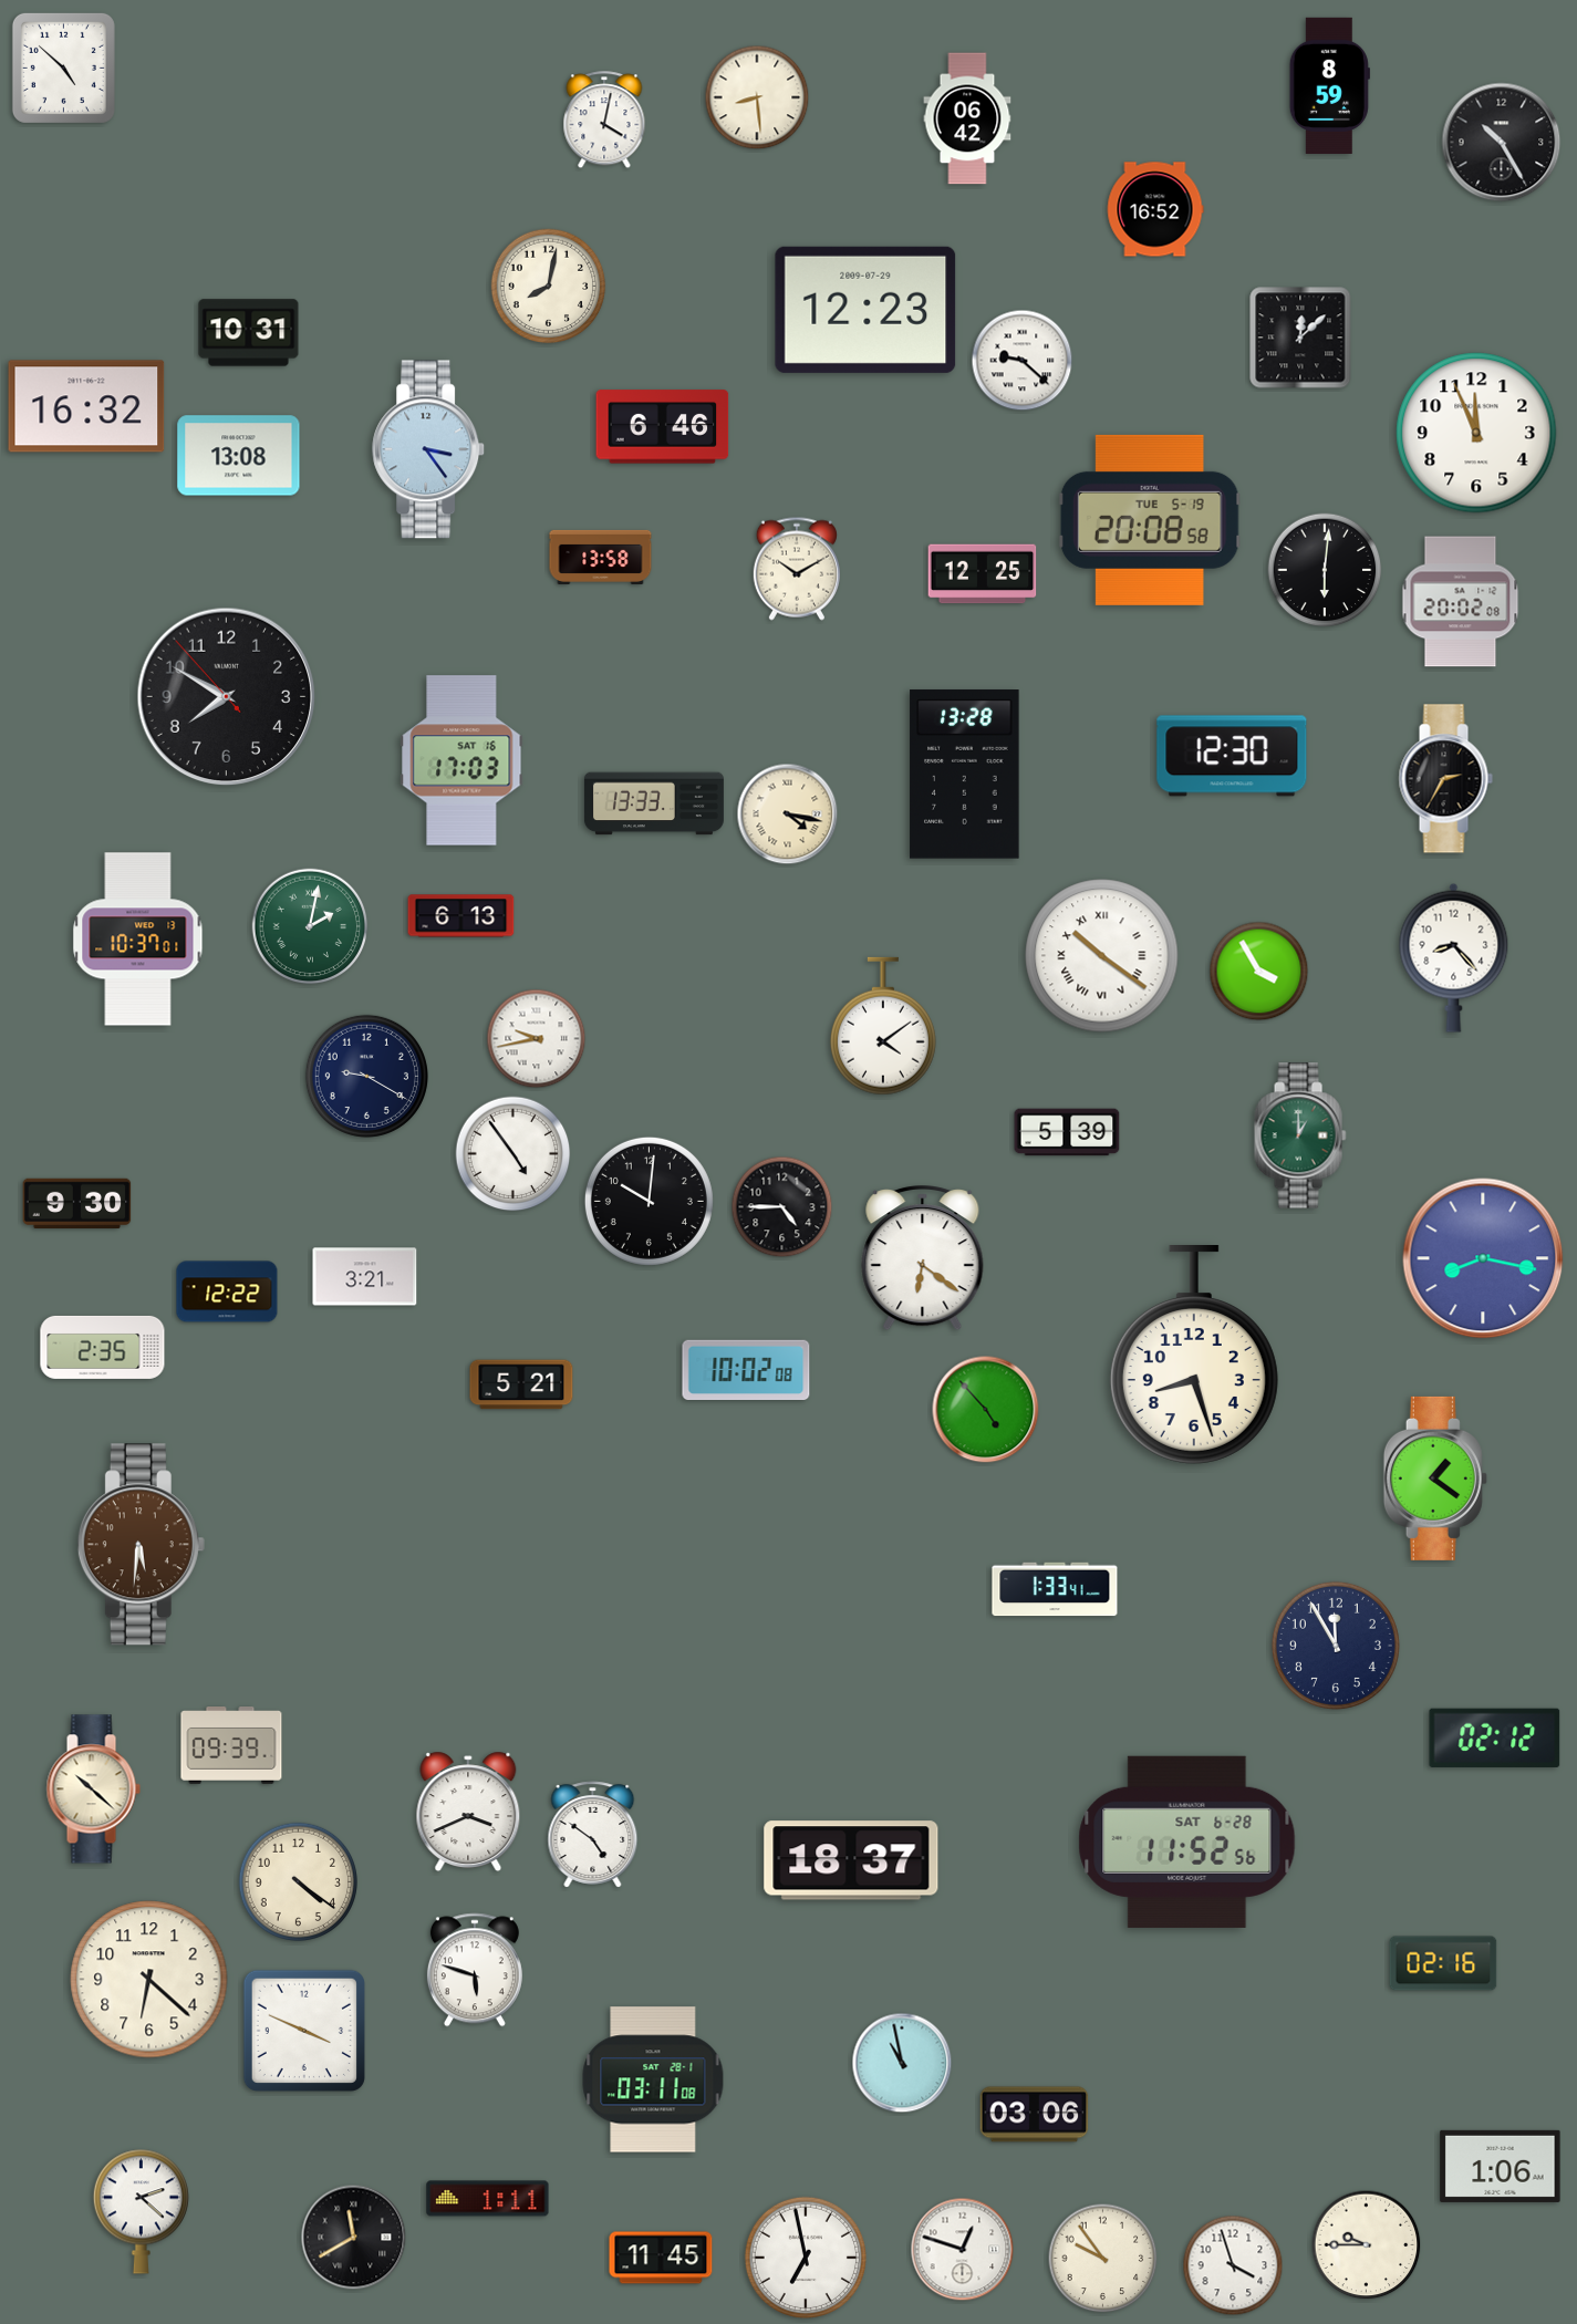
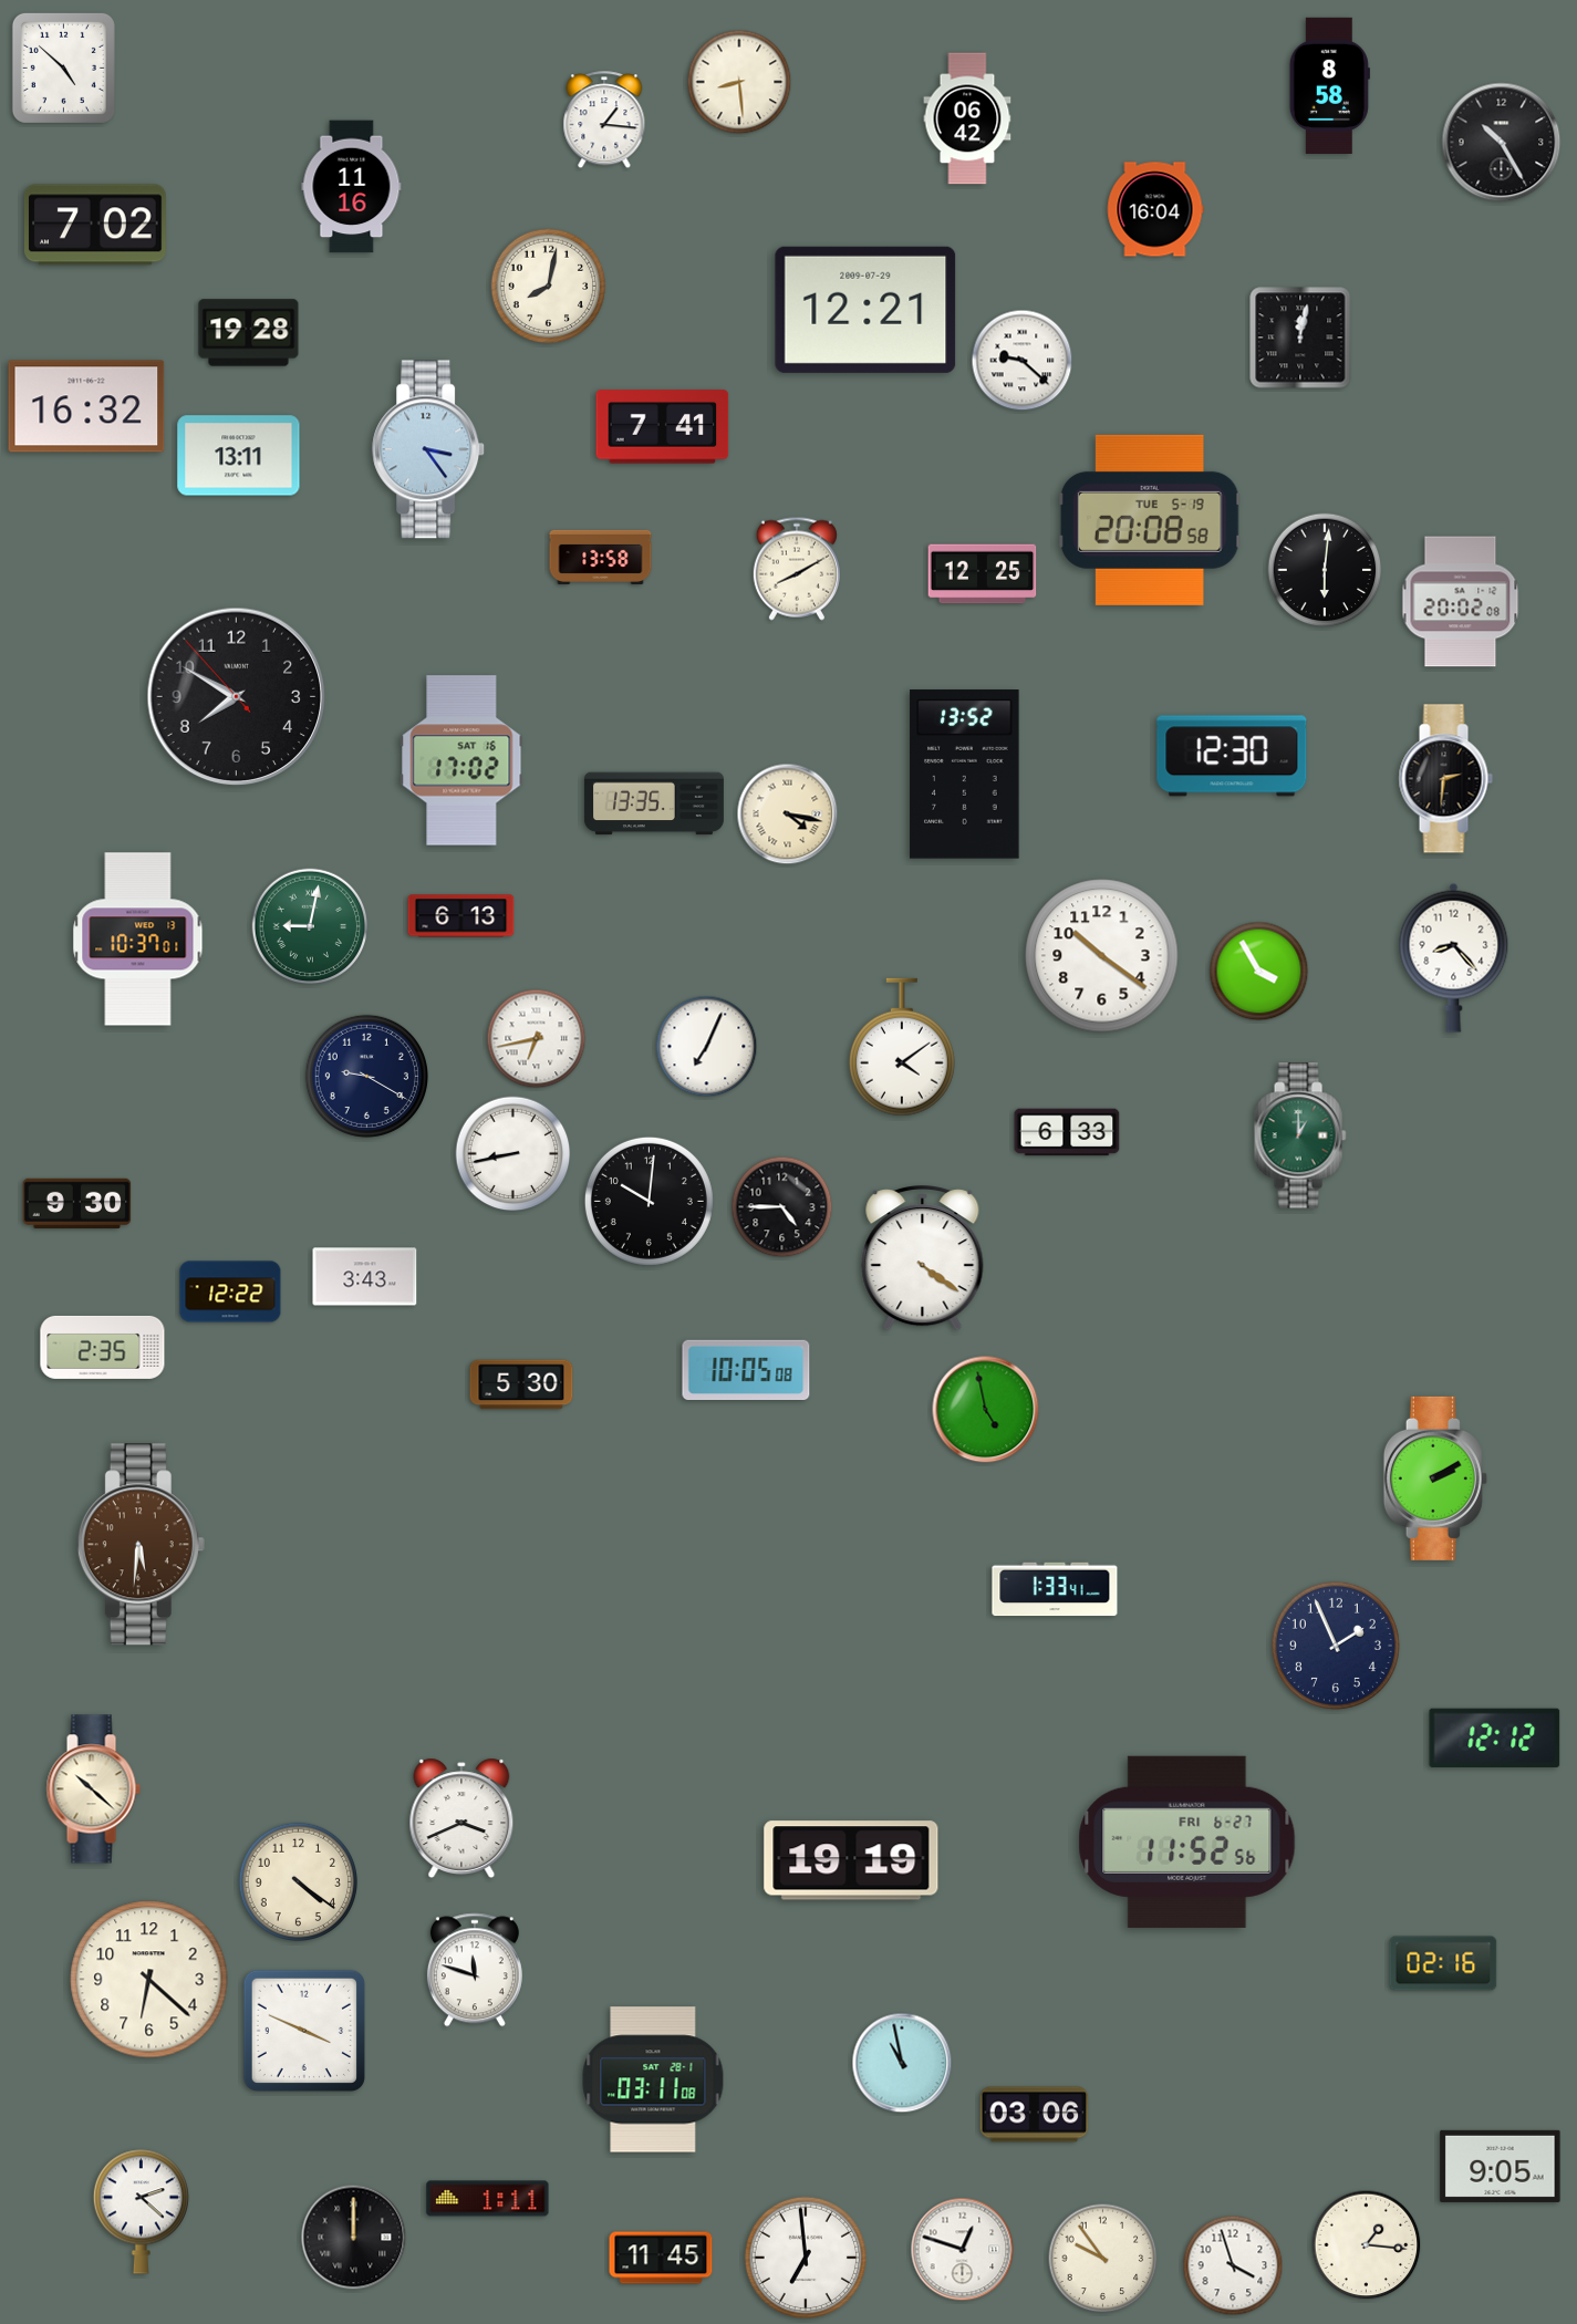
clock at (1329, 85): 8:59 -> 8:58
clock at (757, 97) position: (757, 97) -> (739, 82)
clock at (604, 121): 4:02 -> 1:16
clock at (352, 187): none -> 11:16
clock at (1155, 209): 16:52 -> 16:04
clock at (95, 225): none -> 7:02
clock at (865, 310): 12:23 -> 12:21
clock at (249, 333): 10:31 -> 19:28
clock at (1300, 338): 12:08 -> 12:02
clock at (663, 427): 6:46 -> 7:41
clock at (1476, 433): 11:56 -> none
clock at (239, 456): 13:08 -> 13:11
clock at (797, 569): 10:10 -> 8:10
clock at (227, 697) position: (227, 697) -> (237, 697)
clock at (461, 760): 17:03 -> 17:02
clock at (965, 775): 13:28 -> 13:52
clock at (1445, 779): 2:35 -> 2:31
clock at (654, 803): 13:33 -> 13:35
clock at (310, 926): 2:02 -> 9:02
clock at (1102, 956) numerals: Roman -> Arabic
clock at (883, 1026) position: (883, 1026) -> (902, 1047)
clock at (537, 1039): 9:43 -> 6:43
clock at (707, 1047): none -> 7:04
clock at (1067, 1132): 5:39 -> 6:33
clock at (513, 1154): 4:54 -> 8:43
clock at (1483, 1258): 8:17 -> none
clock at (923, 1259): 6:21 -> 4:21
clock at (365, 1277): 3:21 -> 3:43
clock at (227, 1291) position: (227, 1291) -> (230, 1291)
clock at (1194, 1356): 8:27 -> none
clock at (746, 1369): 10:02 -> 10:05
clock at (521, 1384): 5:21 -> 5:30
clock at (986, 1410): 4:53 -> 4:58
clock at (1435, 1479): 1:21 -> 2:10
clock at (1336, 1646): 11:55 -> 1:56
clock at (1495, 1737): 02:12 -> 12:12
clock at (231, 1745): 09:39 -> none
clock at (468, 1812) position: (468, 1812) -> (461, 1818)
clock at (593, 1835): 4:51 -> none
clock at (1187, 1841) date: SAT 6-28 -> FRI 6-27
clock at (851, 1860): 18:37 -> 19:19
clock at (475, 1970): 5:48 -> 11:48
clock at (1501, 2166): 1:06 -> 9:05
clock at (354, 2238): 11:40 -> 12:00
clock at (1367, 2245): 9:45 -> 1:16
clock at (806, 2258): 6:58 -> 6:59
